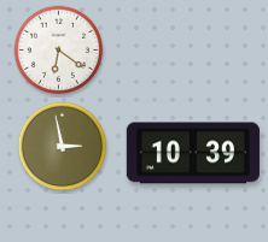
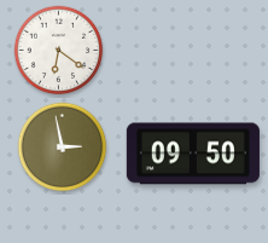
clock at (193, 153): 10:39 -> 09:50
